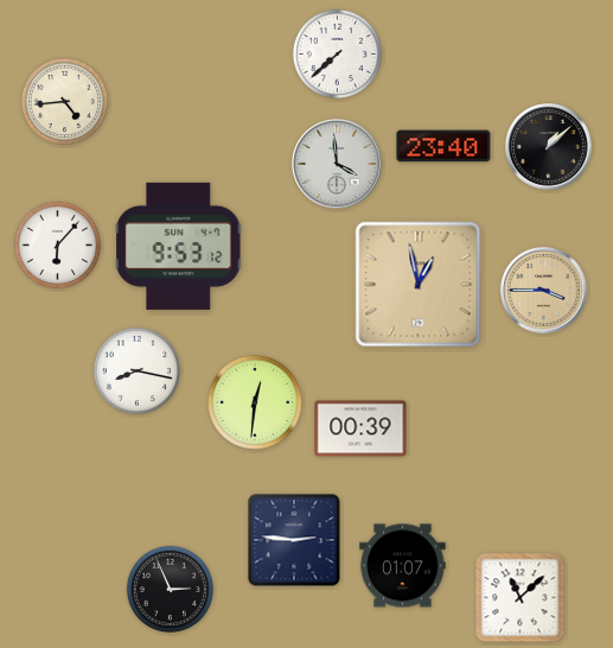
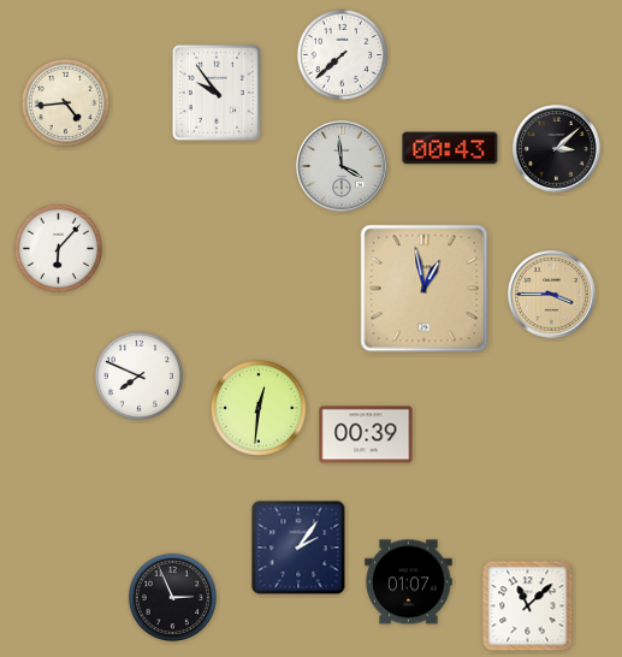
clock at (217, 93): none -> 9:54
clock at (443, 146): 23:40 -> 00:43
clock at (549, 147): 1:08 -> 3:08
clock at (179, 246): 9:53 -> none
clock at (136, 370): 8:17 -> 7:49
clock at (294, 540): 2:46 -> 2:06
clock at (403, 566) position: (403, 566) -> (409, 582)
